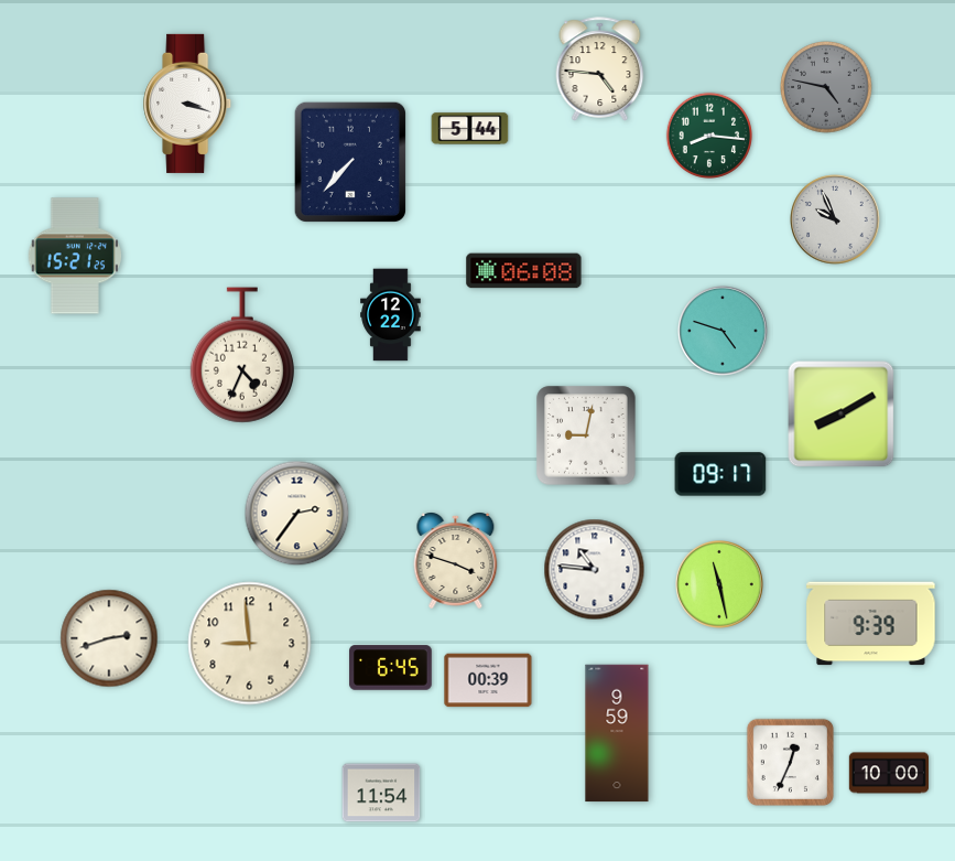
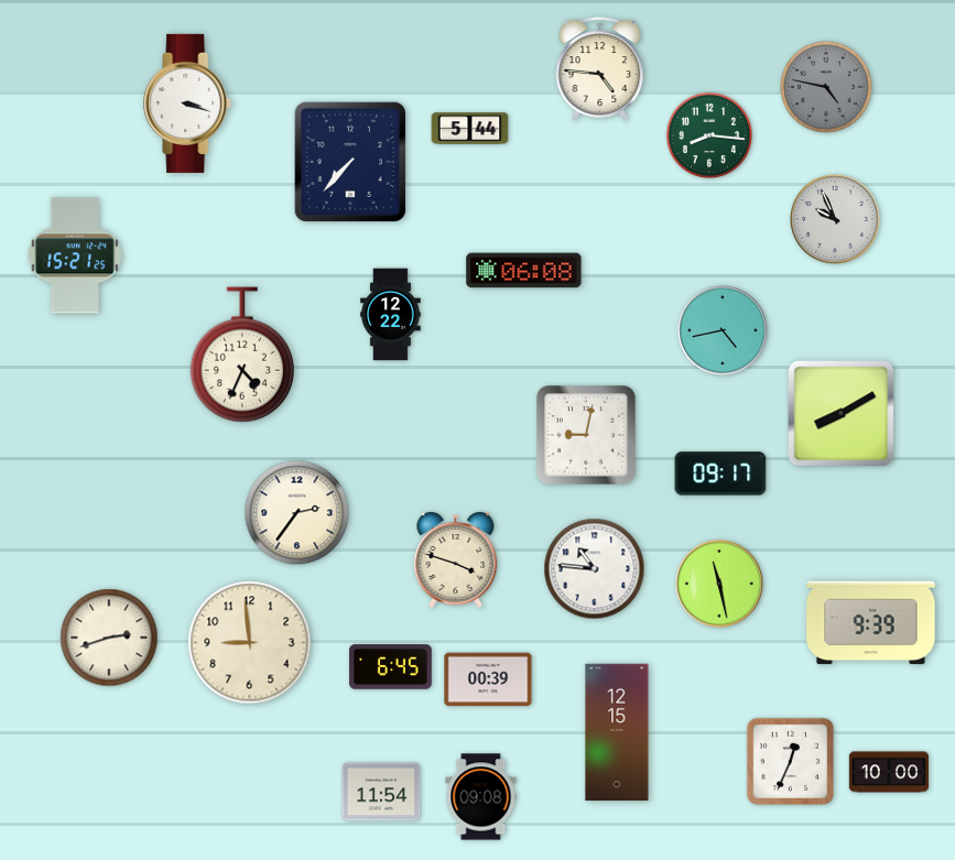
clock at (723, 331): 4:48 -> 4:43
clock at (617, 733): 9:59 -> 12:15
clock at (481, 797): none -> 09:08
